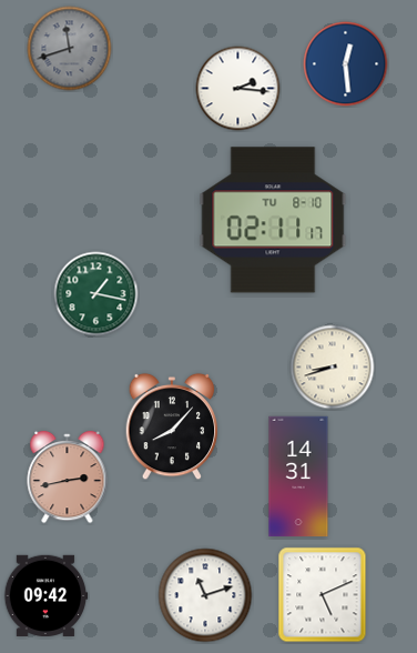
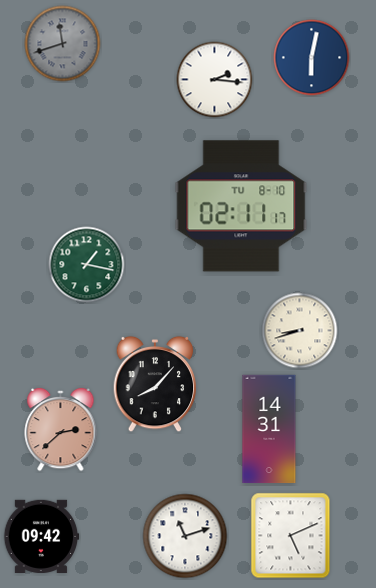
clock at (346, 64): 12:29 -> 6:02
clock at (273, 220) position: (273, 220) -> (241, 206)
clock at (68, 478): 2:43 -> 2:38
